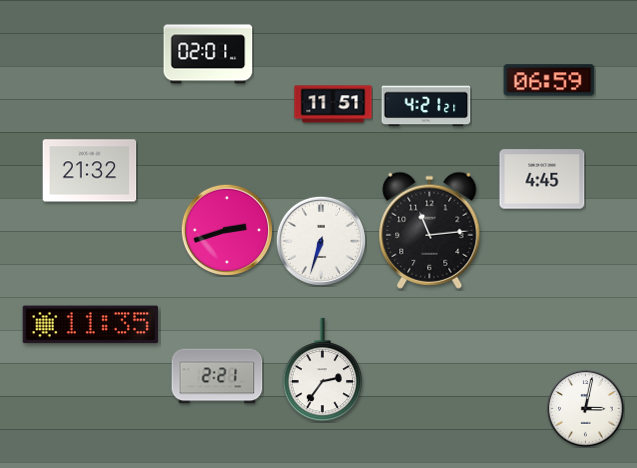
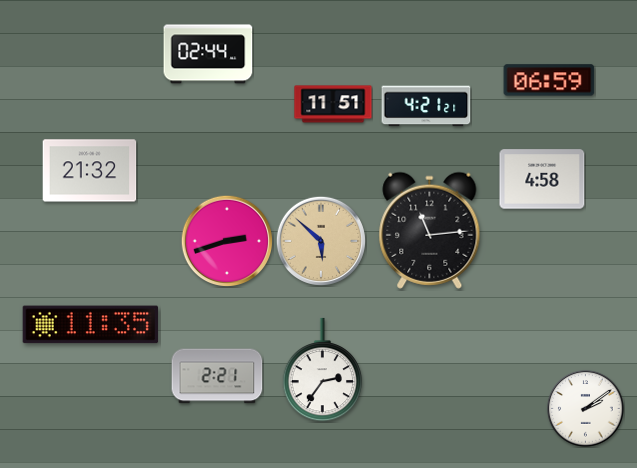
clock at (208, 54): 02:01 -> 02:44
clock at (542, 179): 4:45 -> 4:58
clock at (226, 229) position: (226, 229) -> (226, 240)
clock at (320, 240): 6:33 -> 5:52
clock at (320, 240) dial: white -> champagne
clock at (586, 409): 3:02 -> 2:09
